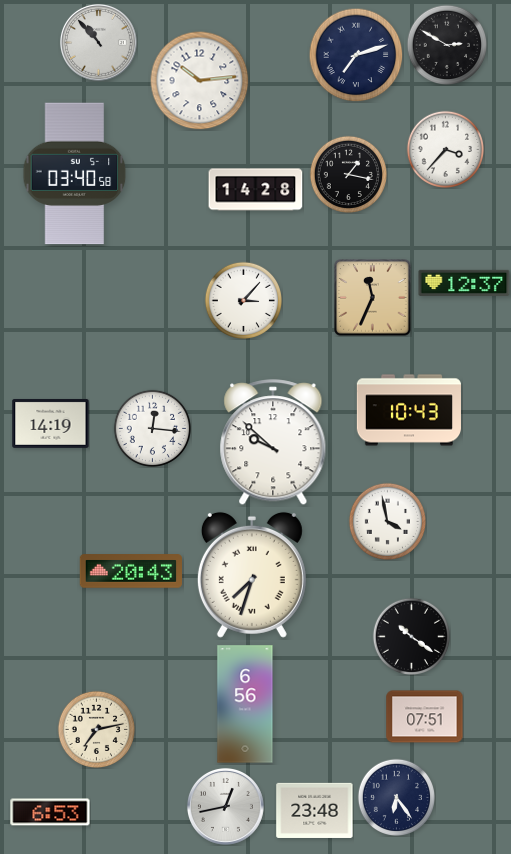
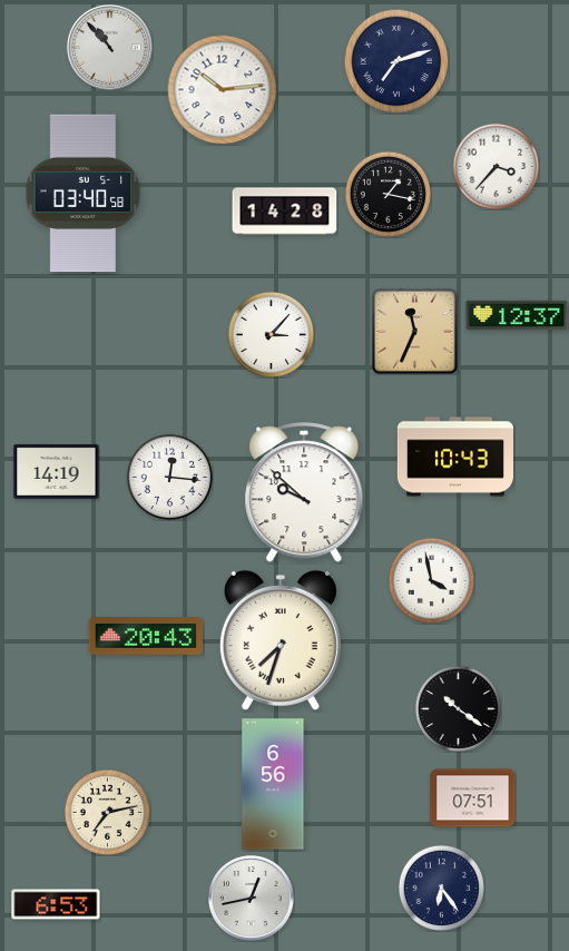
clock at (447, 45): 2:50 -> none
clock at (315, 810): 23:48 -> none
